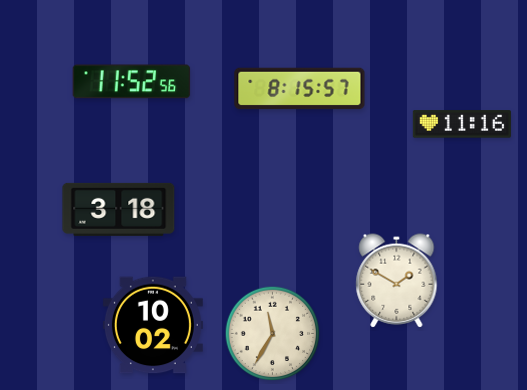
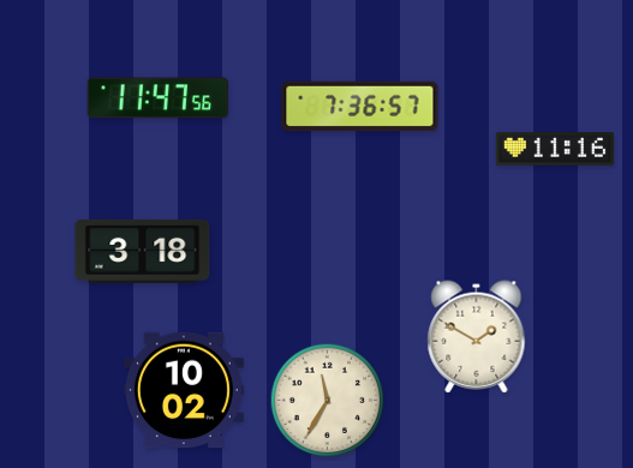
clock at (132, 82): 11:52 -> 11:47
clock at (300, 89): 8:15 -> 7:36
